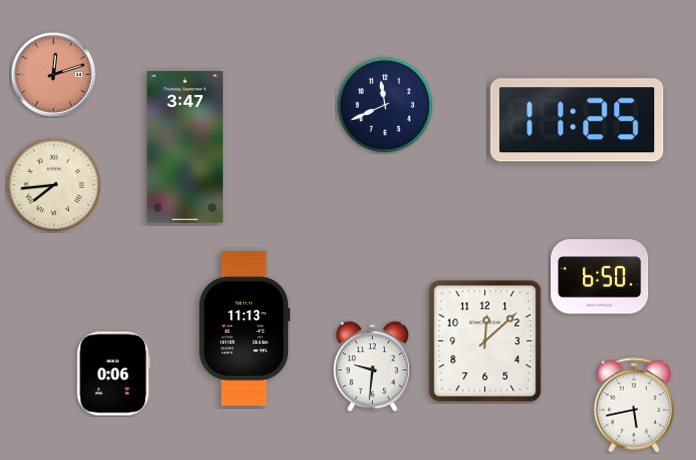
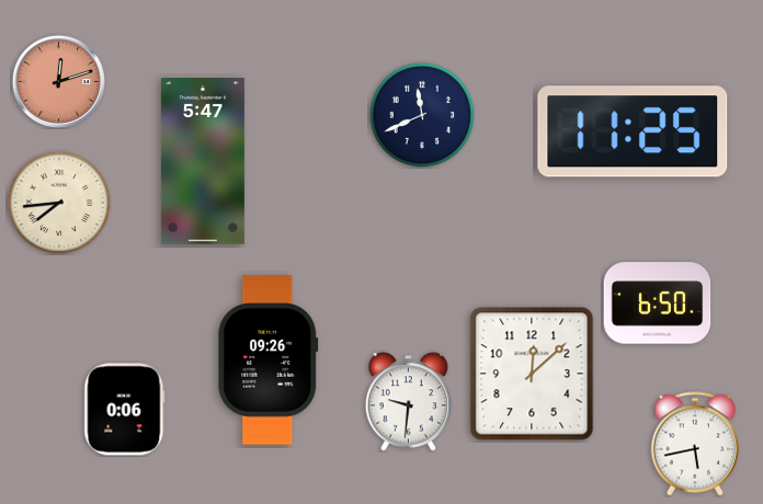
clock at (185, 148): 3:47 -> 5:47
clock at (245, 329): 11:13 -> 09:26
